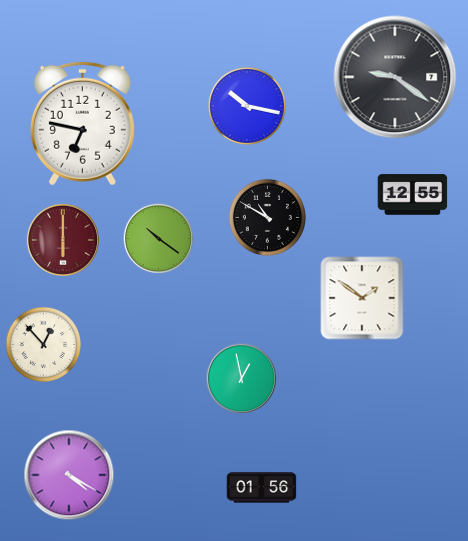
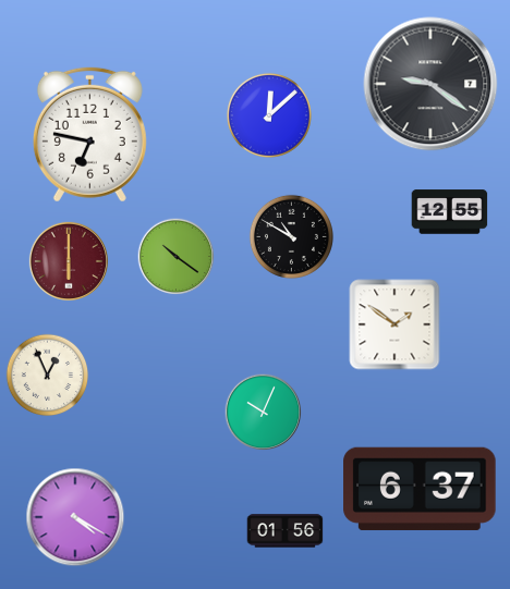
clock at (247, 106): 10:17 -> 12:08
clock at (159, 239) position: (159, 239) -> (177, 257)
clock at (44, 345): 12:53 -> 12:56
clock at (242, 379): 12:58 -> 10:04
clock at (420, 489): none -> 6:37
